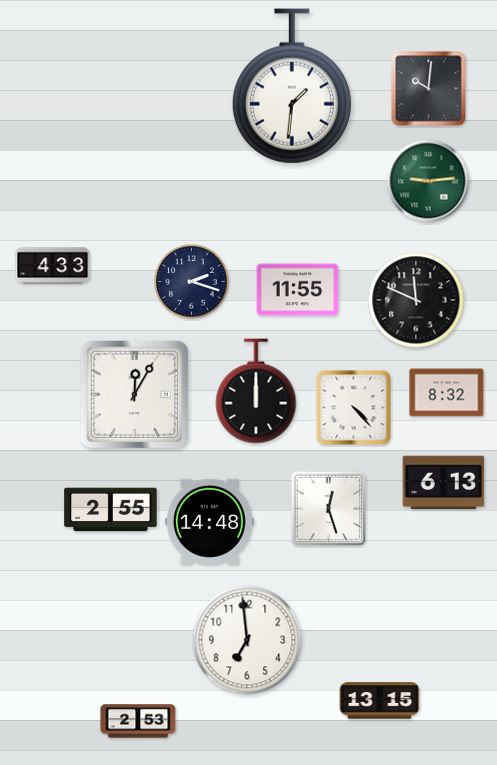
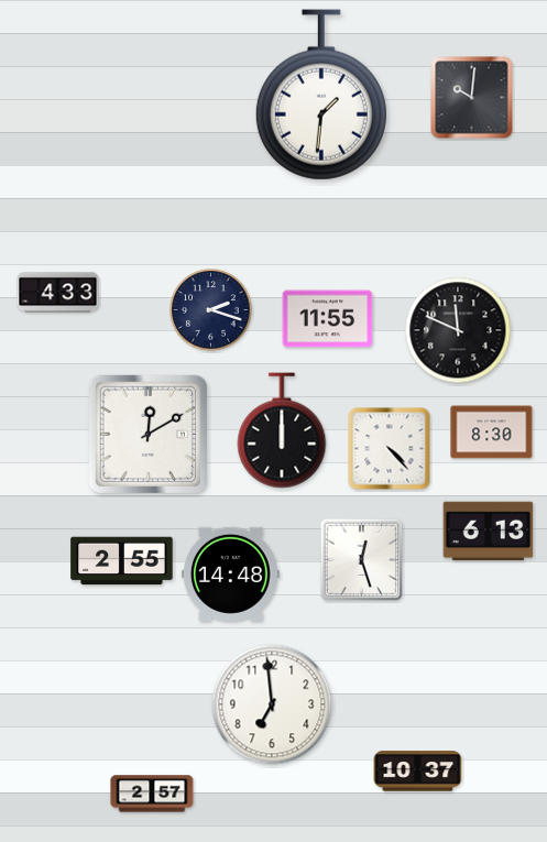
clock at (428, 181): 9:14 -> none
clock at (447, 393): 8:32 -> 8:30
clock at (134, 394): 12:05 -> 12:10
clock at (380, 701): 13:15 -> 10:37
clock at (138, 721): 2:53 -> 2:57
